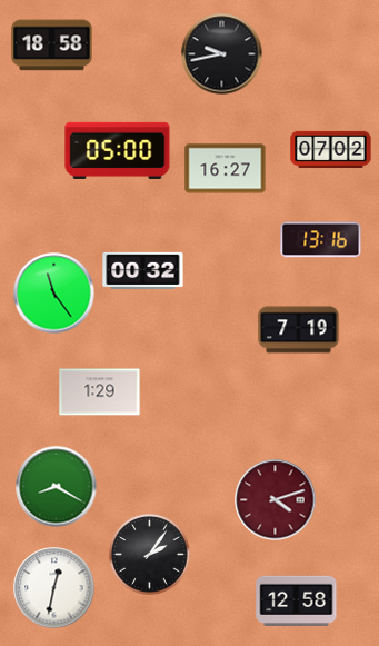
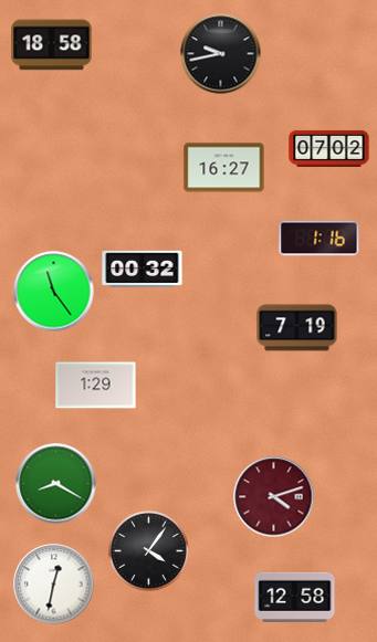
clock at (118, 150): 05:00 -> none
clock at (321, 240): 13:16 -> 1:16
clock at (100, 392) position: (100, 392) -> (96, 386)
clock at (150, 555): 2:06 -> 4:06
